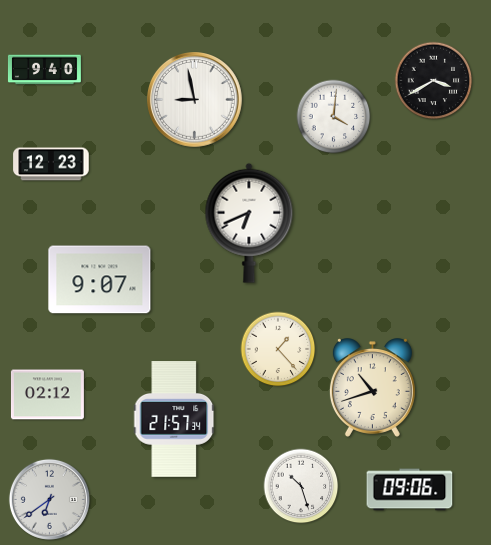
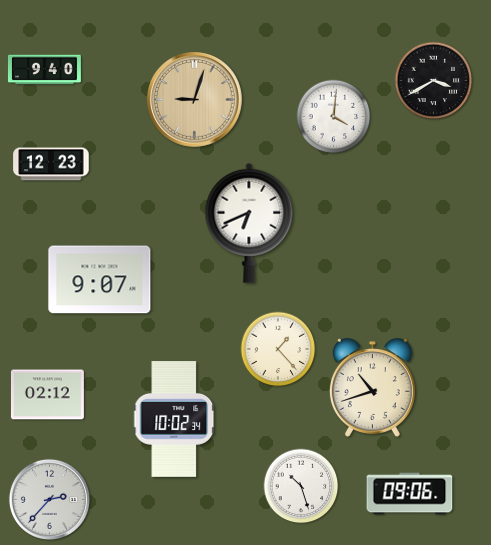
clock at (195, 100): 8:58 -> 9:03
clock at (195, 100) dial: white -> champagne
clock at (175, 419): 21:57 -> 10:02
clock at (410, 490) position: (410, 490) -> (410, 494)
clock at (49, 499): 6:39 -> 2:37
